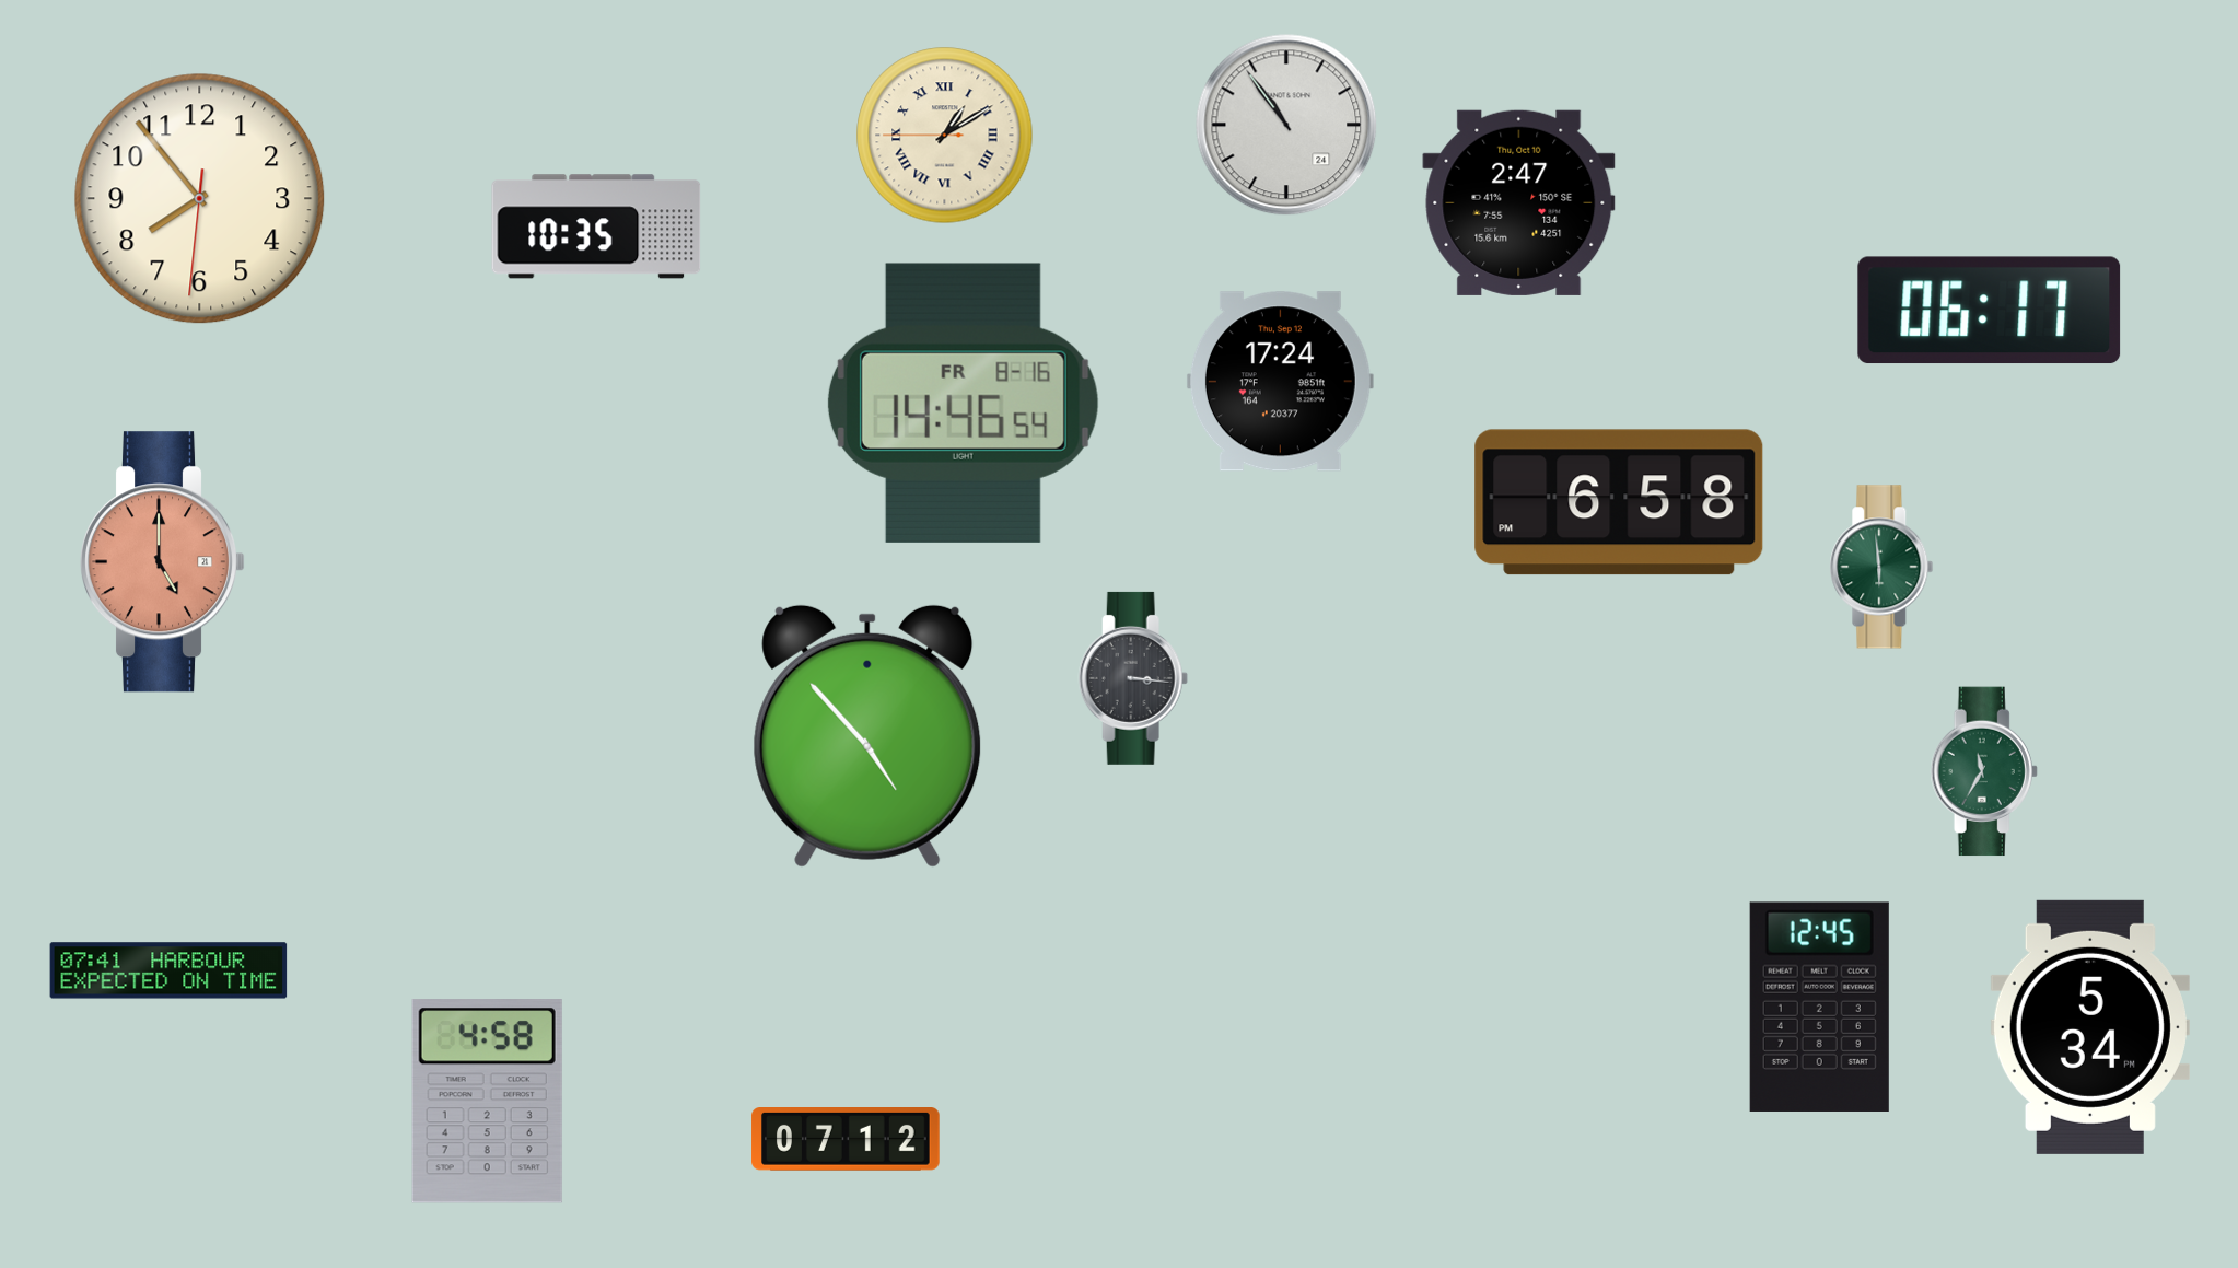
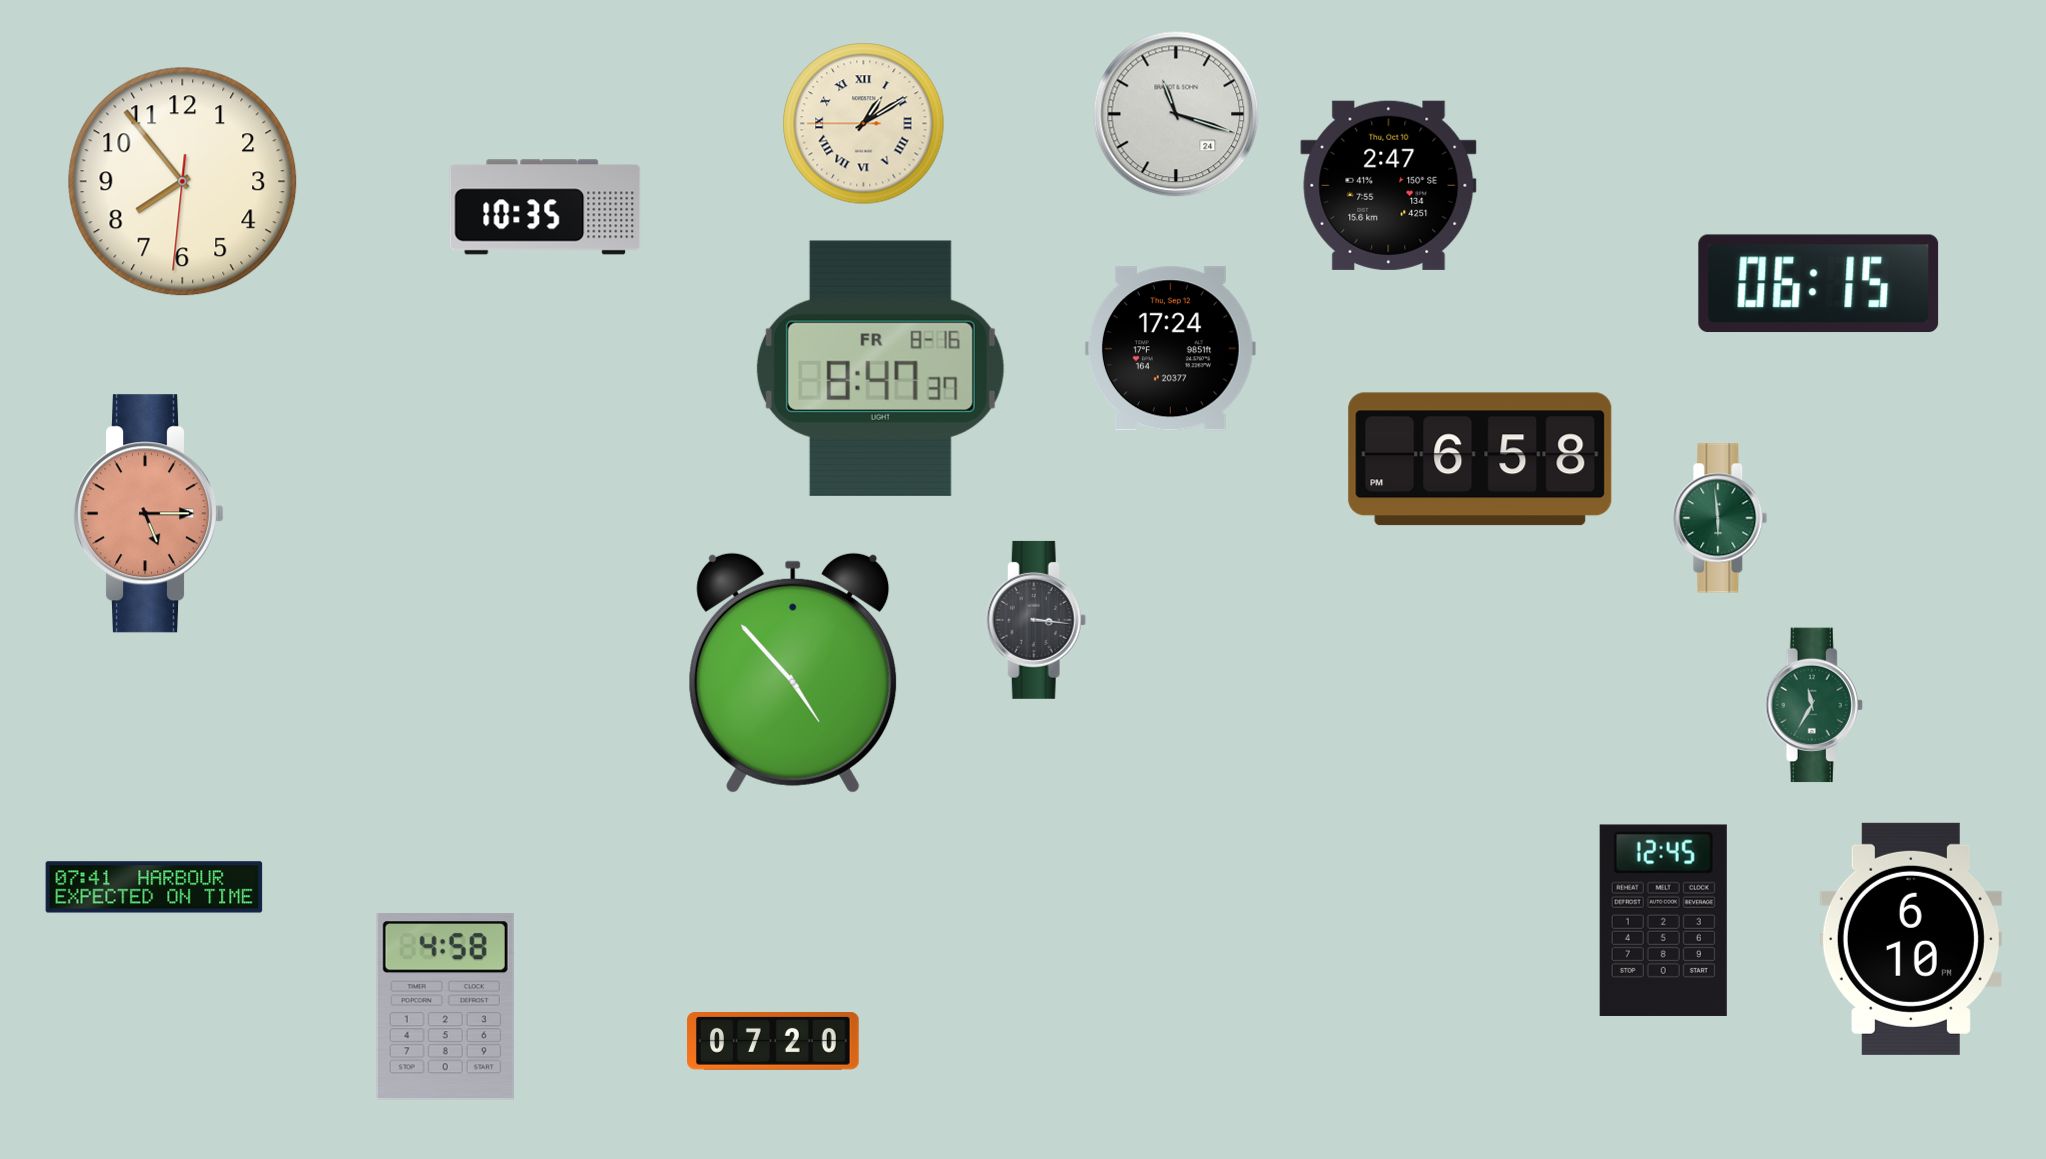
clock at (1286, 125): 10:54 -> 11:18
clock at (1990, 311): 06:17 -> 06:15
clock at (963, 403): 14:46 -> 8:47
clock at (164, 562): 5:00 -> 5:15
clock at (2090, 1027): 5:34 -> 6:10
clock at (846, 1140): 07:12 -> 07:20
